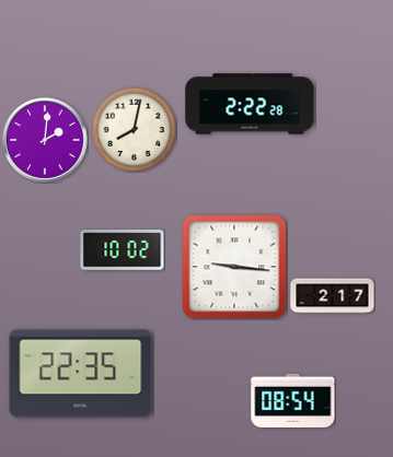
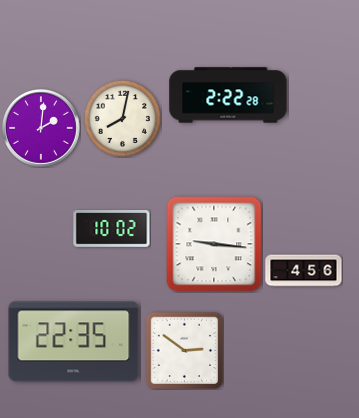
clock at (333, 296): 2:17 -> 4:56
clock at (184, 350): none -> 2:51
clock at (293, 400): 08:54 -> none
